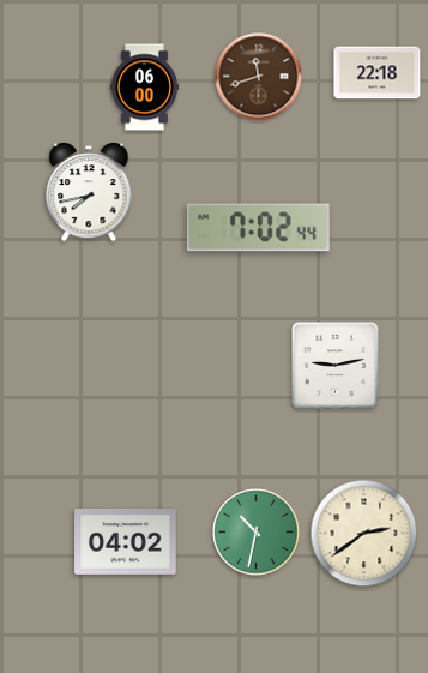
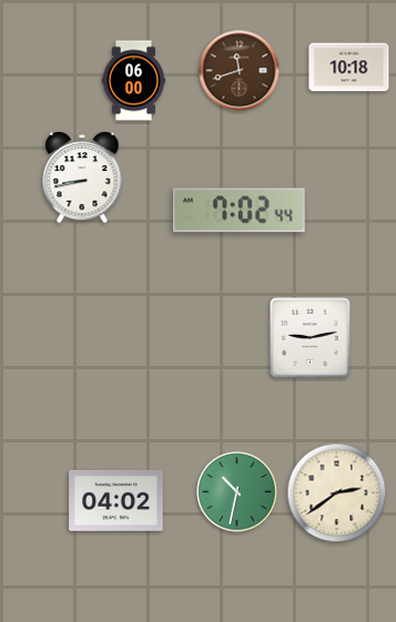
clock at (378, 73): 22:18 -> 10:18
clock at (89, 192): 7:43 -> 8:43
